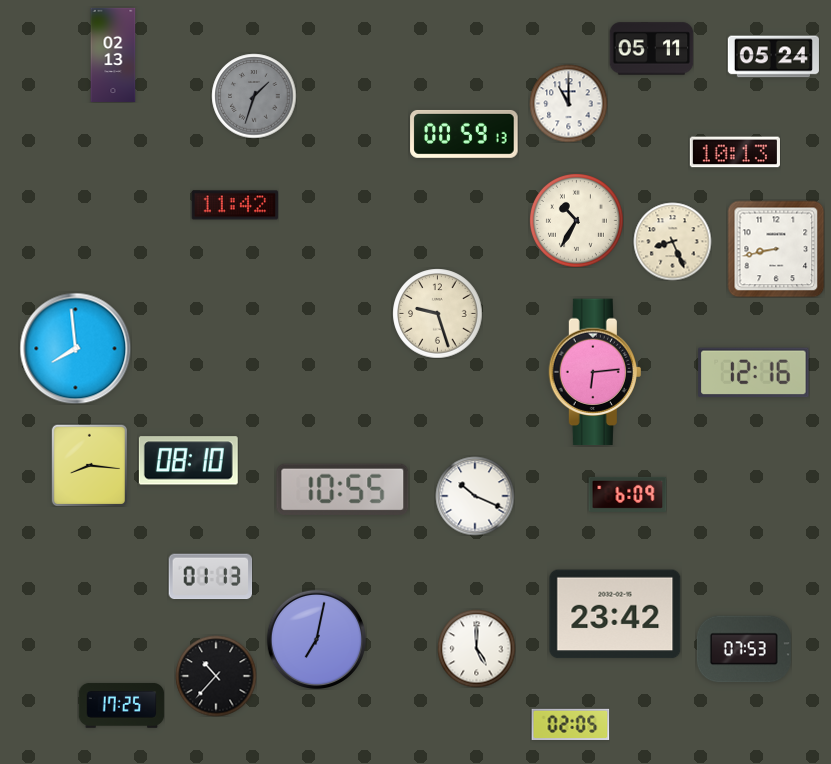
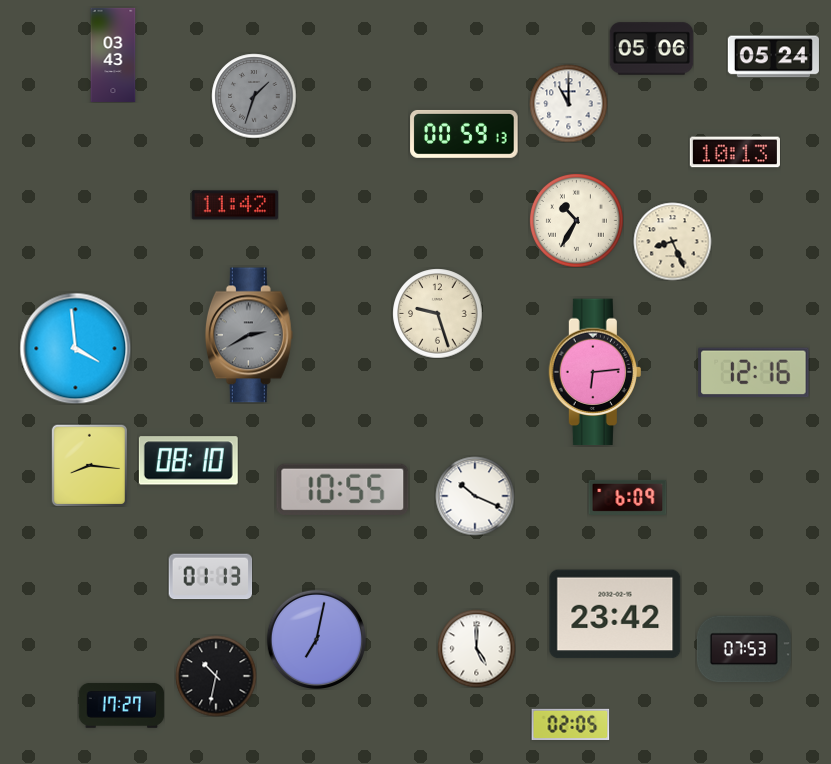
clock at (651, 49): 05:11 -> 05:06
clock at (113, 55): 02:13 -> 03:43
clock at (776, 249): 8:43 -> none
clock at (249, 335): none -> 2:40
clock at (75, 348): 7:59 -> 3:59
clock at (627, 494) position: (627, 494) -> (627, 497)
clock at (216, 676): 10:37 -> 10:32
clock at (121, 705): 17:25 -> 17:27
